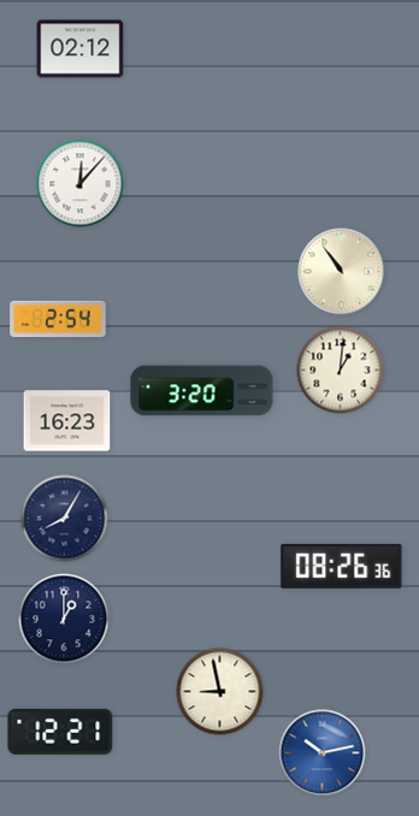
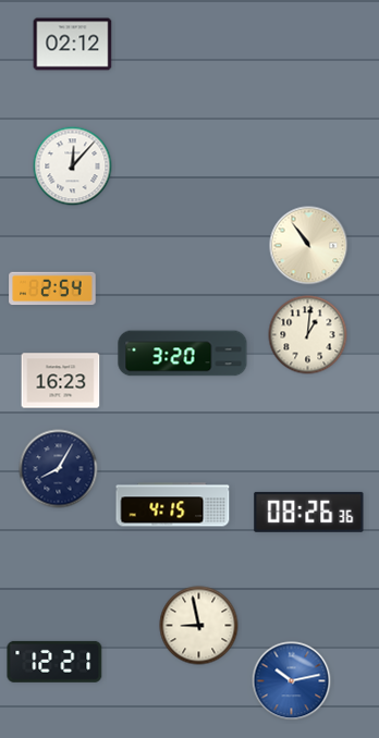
clock at (173, 505): none -> 4:15
clock at (64, 619): 1:00 -> none
